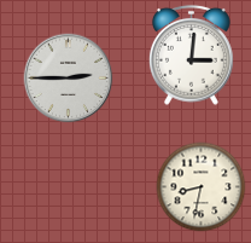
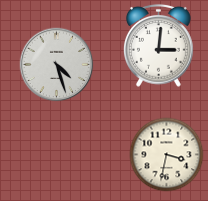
clock at (69, 79): 2:45 -> 4:27
clock at (202, 187): 8:32 -> 3:32
